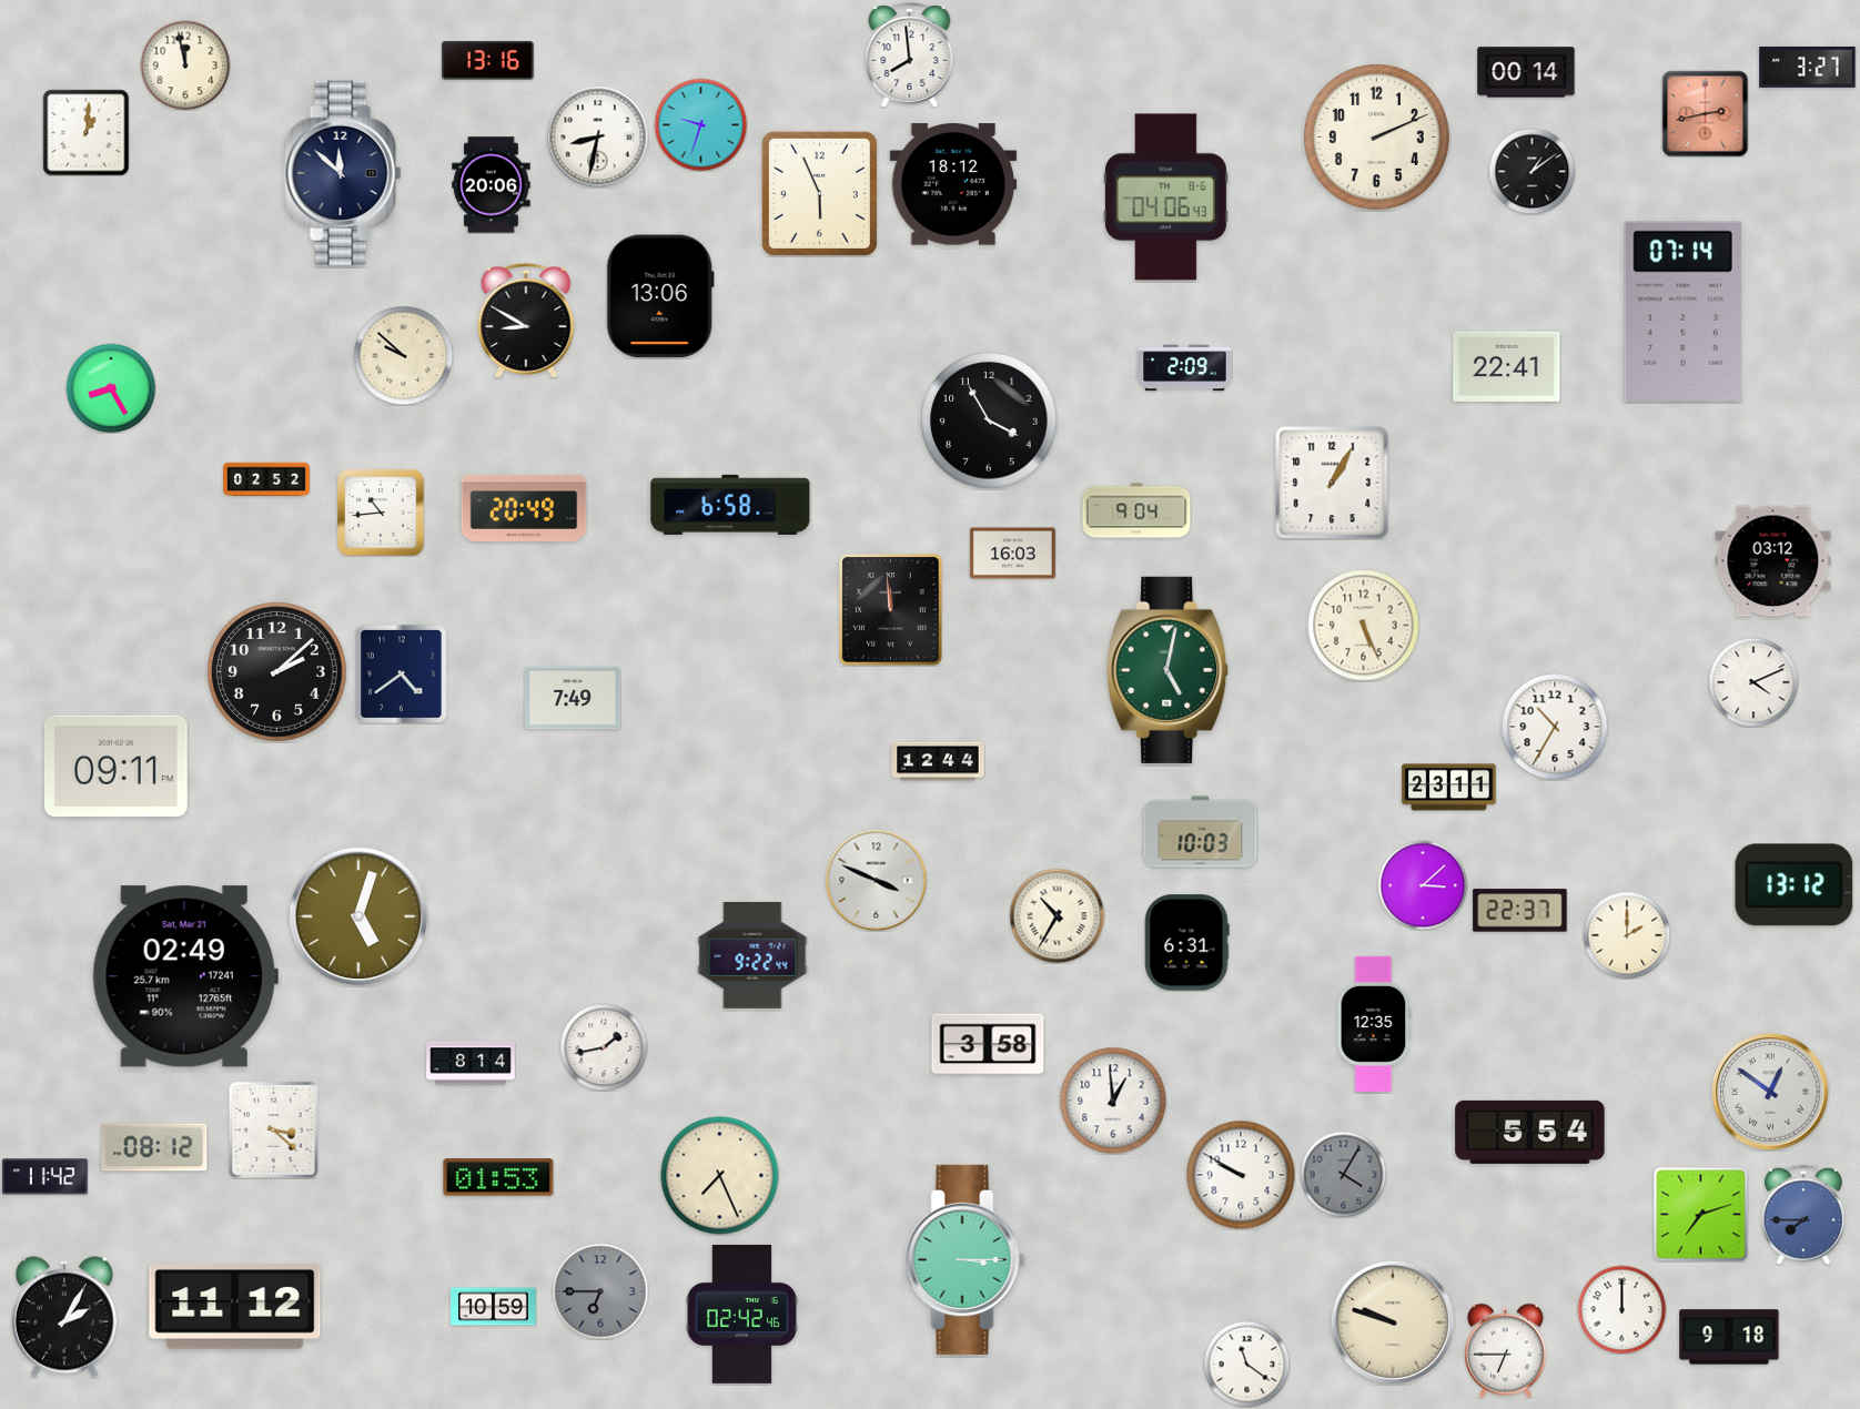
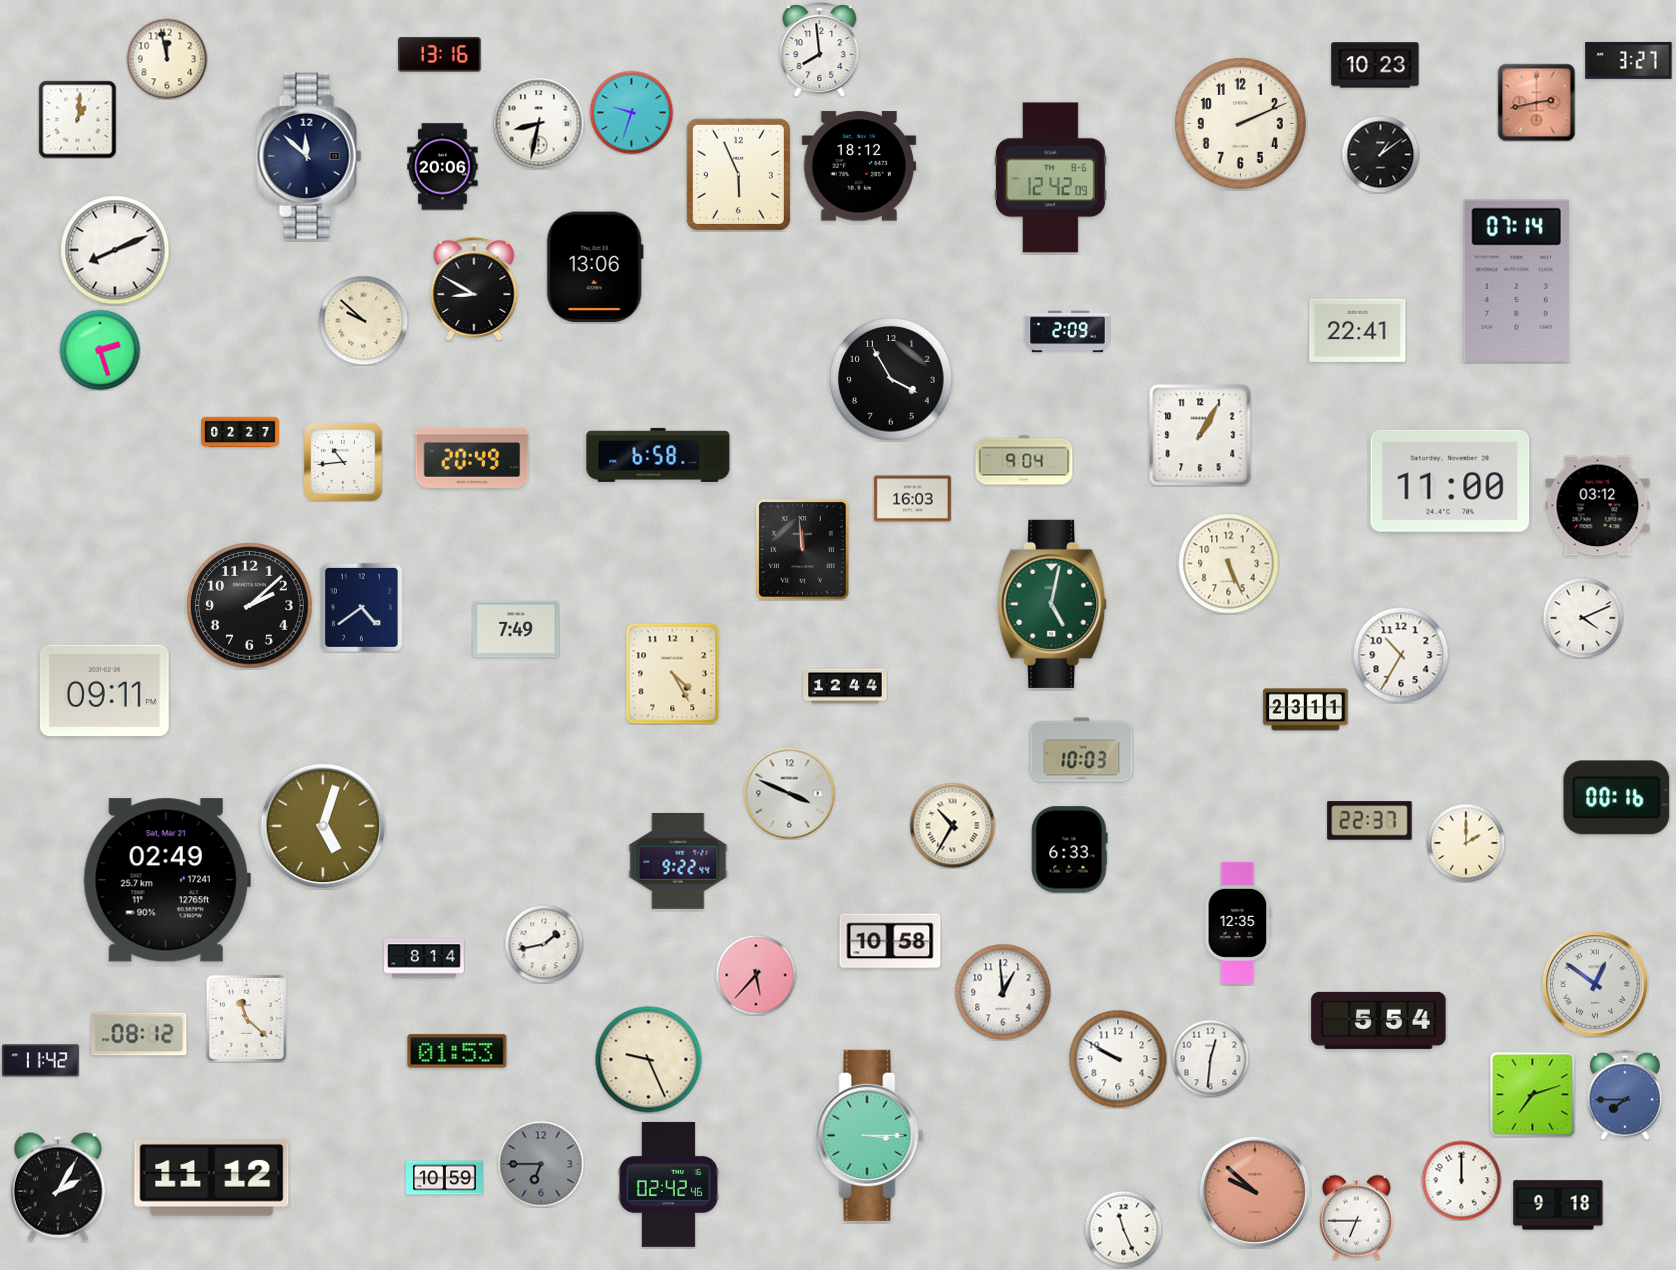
clock at (1526, 72): 00:14 -> 10:23
clock at (1165, 197): 04:06 -> 12:42
clock at (115, 250): none -> 8:11
clock at (111, 388): 8:25 -> 2:27
clock at (266, 479): 02:52 -> 02:27
clock at (1450, 481): none -> 11:00
clock at (1753, 682) position: (1753, 682) -> (1583, 618)
clock at (673, 673): none -> 4:25
clock at (1423, 885): 3:08 -> none
clock at (1795, 885): 13:12 -> 00:16
clock at (1187, 943): 6:31 -> 6:33
clock at (988, 1044): 3:58 -> 10:58
clock at (756, 975): none -> 5:37
clock at (273, 1129): 3:22 -> 11:22
clock at (1343, 1174): 4:05 -> 12:31
clock at (1343, 1174) dial: grey -> white
clock at (720, 1176): 7:26 -> 9:26
clock at (498, 1177) position: (498, 1177) -> (457, 1051)
clock at (1393, 1322): 9:48 -> 9:52
clock at (1393, 1322) dial: cream -> salmon
clock at (1246, 1364): 11:21 -> 11:26
